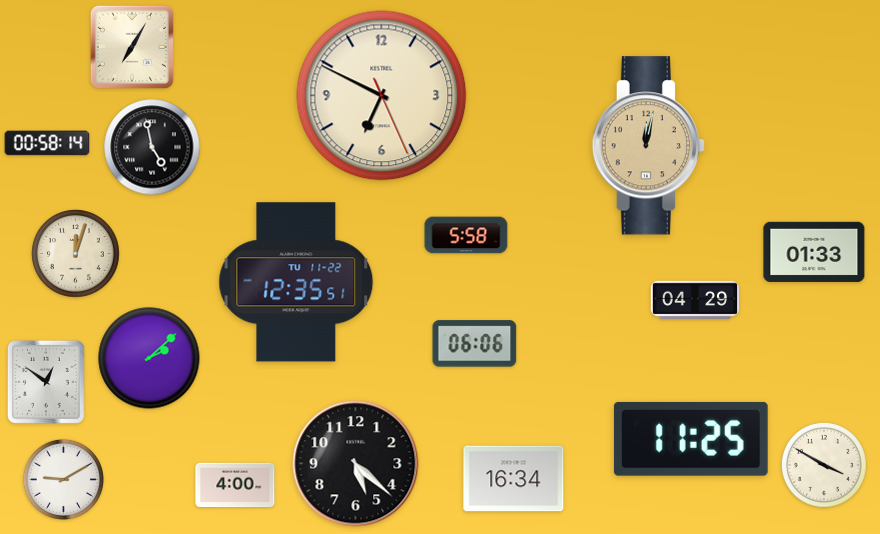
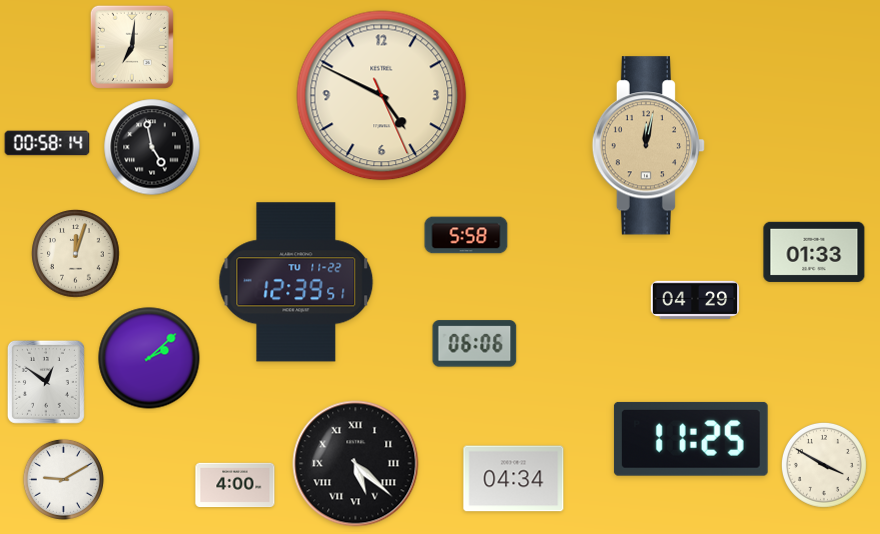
clock at (132, 47): 7:05 -> 7:01
clock at (382, 96): 6:49 -> 4:49
clock at (296, 282): 12:35 -> 12:39
clock at (356, 464) numerals: Arabic -> Roman
clock at (514, 479): 16:34 -> 04:34
